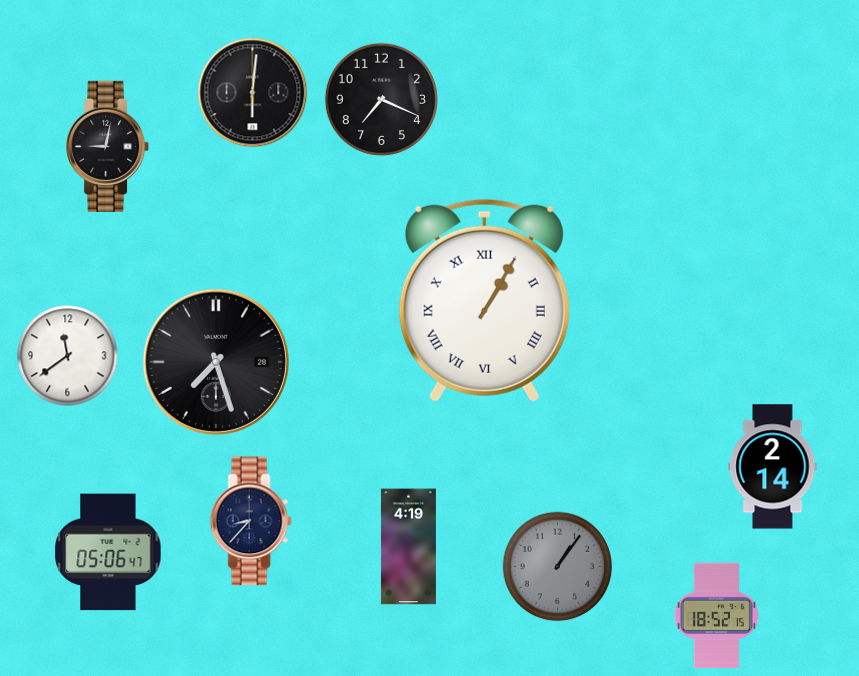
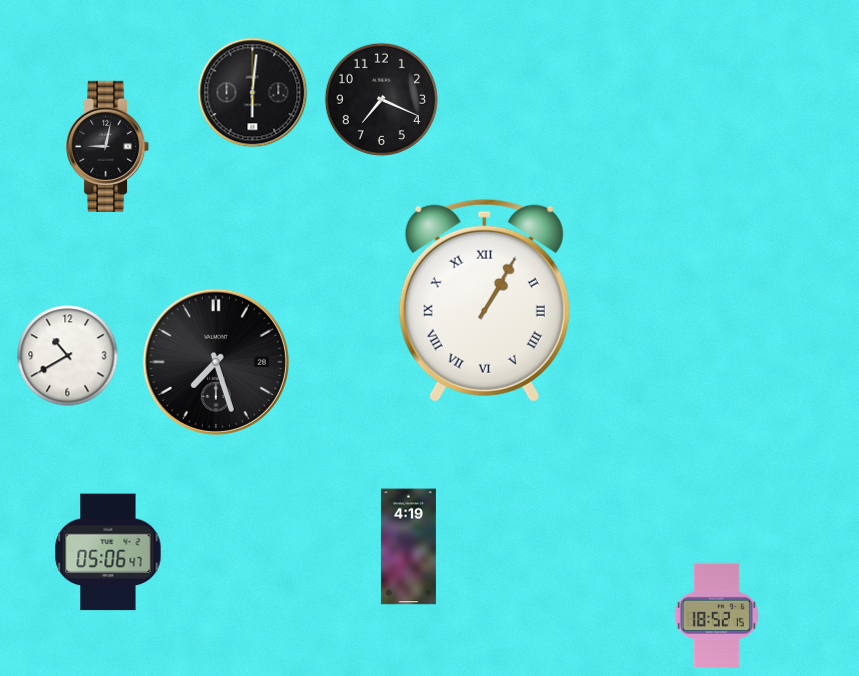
clock at (68, 356): 11:39 -> 10:40
clock at (773, 467): 2:14 -> none
clock at (251, 521): 8:37 -> none
clock at (558, 567): 1:06 -> none
